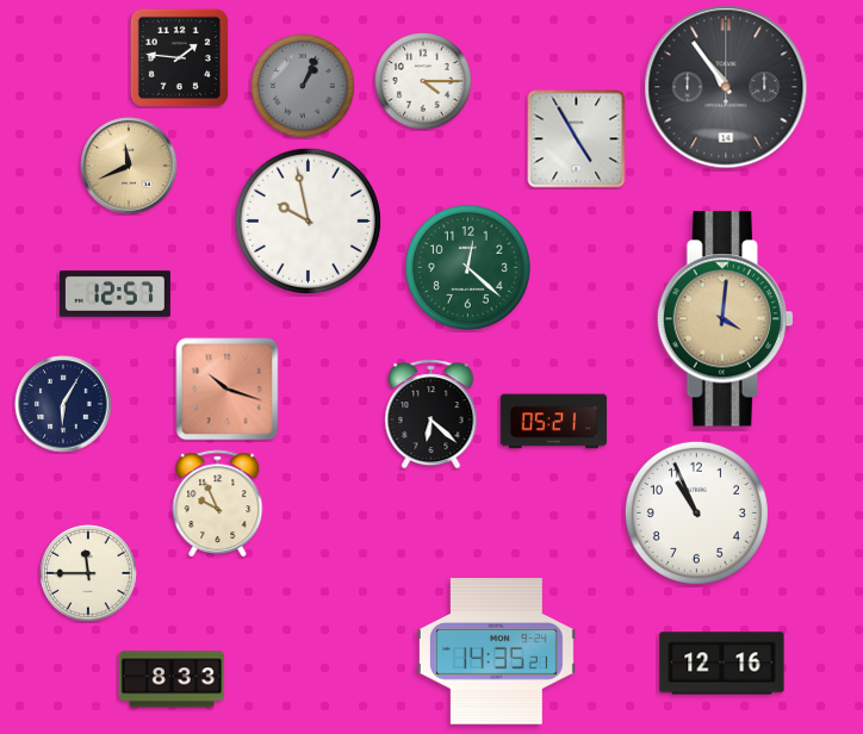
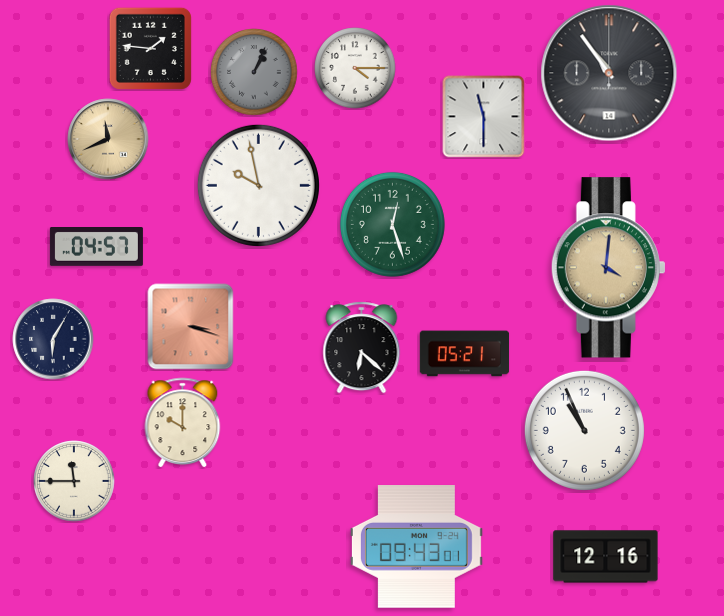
clock at (577, 139): 4:55 -> 11:30
clock at (467, 267): 12:22 -> 12:27
clock at (114, 294): 12:57 -> 04:57
clock at (228, 390): 10:18 -> 3:18
clock at (218, 503): 9:56 -> 10:00
clock at (496, 652): 14:35 -> 09:43
clock at (172, 679): 8:33 -> none
